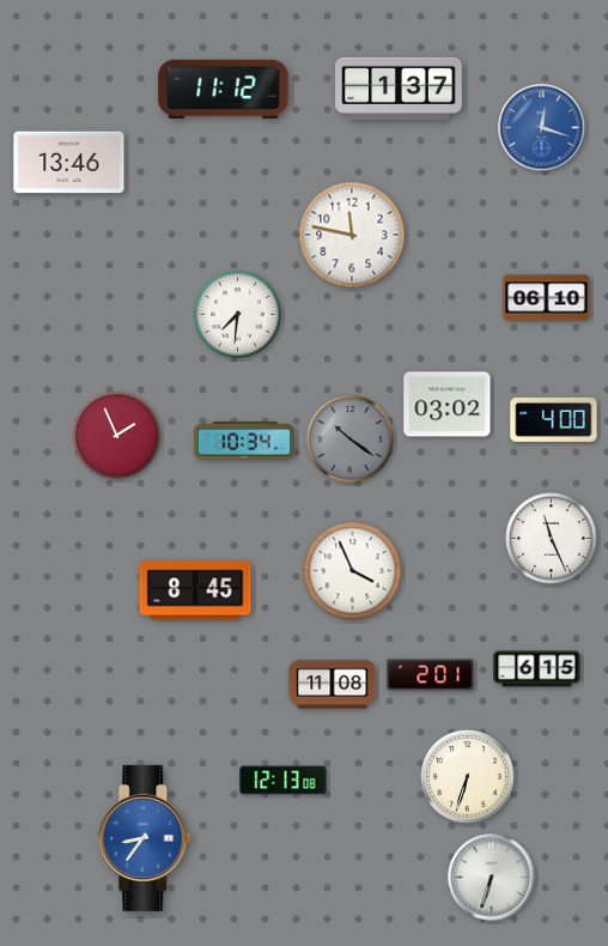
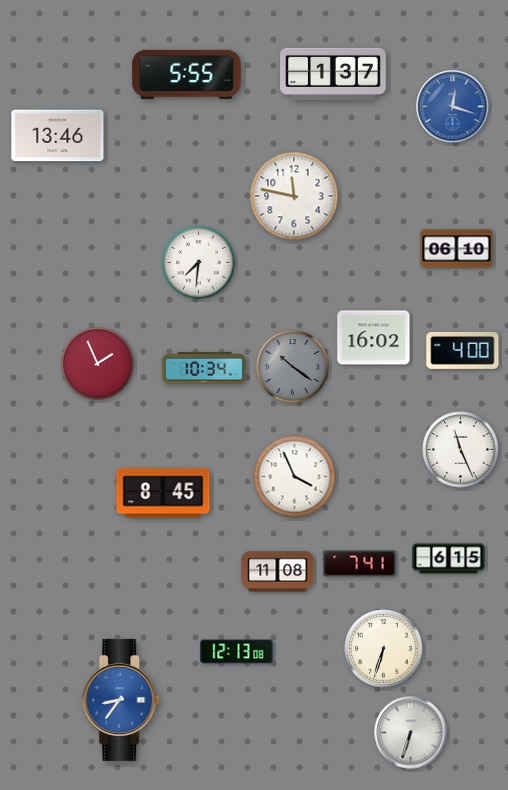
clock at (224, 89): 11:12 -> 5:55
clock at (448, 405): 03:02 -> 16:02
clock at (431, 675): 2:01 -> 7:41
clock at (468, 777) position: (468, 777) -> (384, 649)
